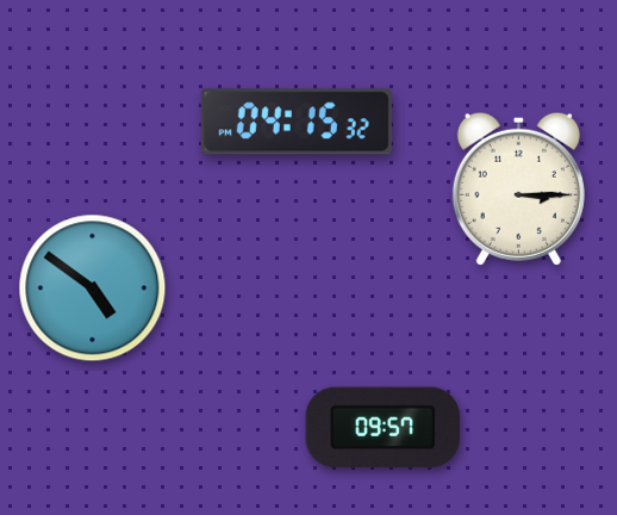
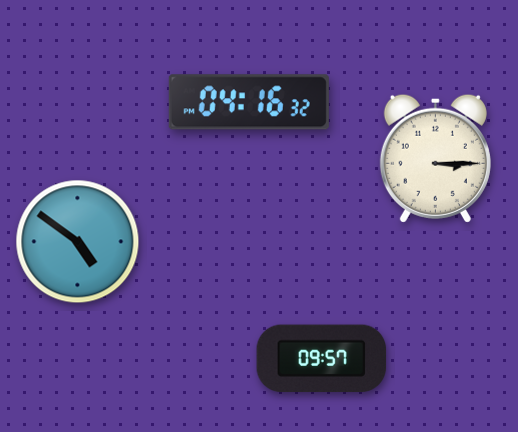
clock at (297, 122): 04:15 -> 04:16
